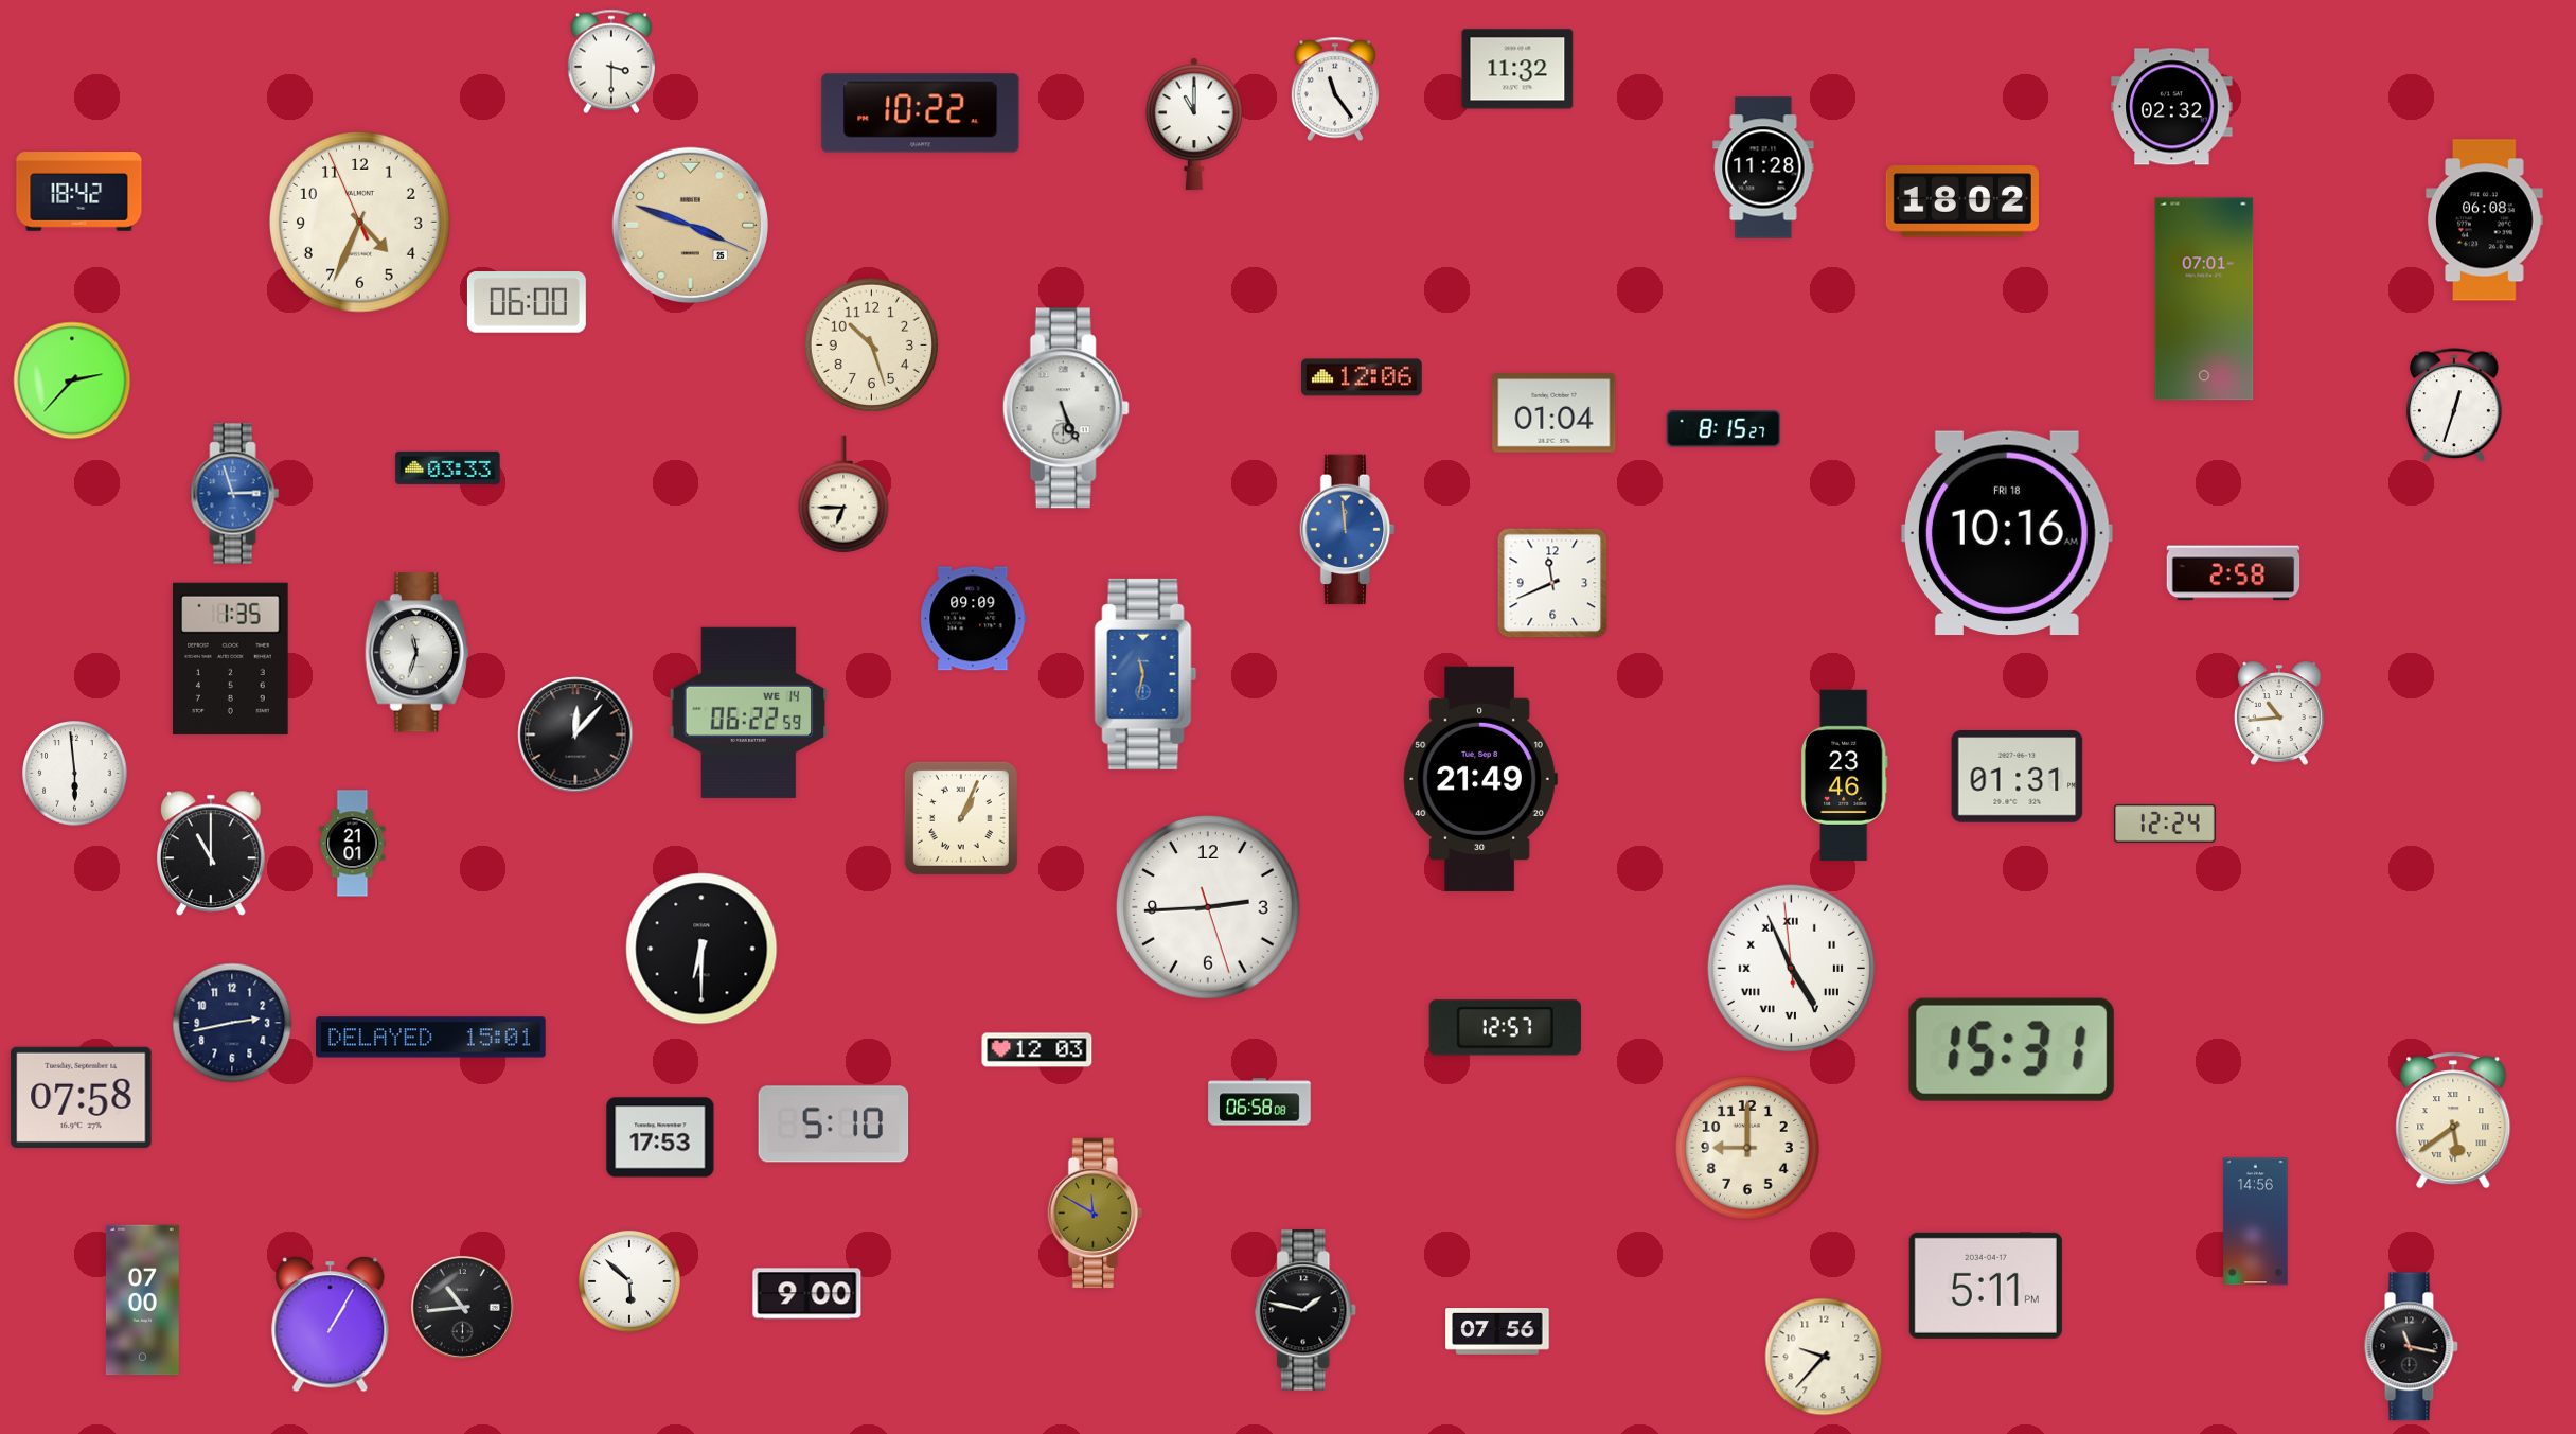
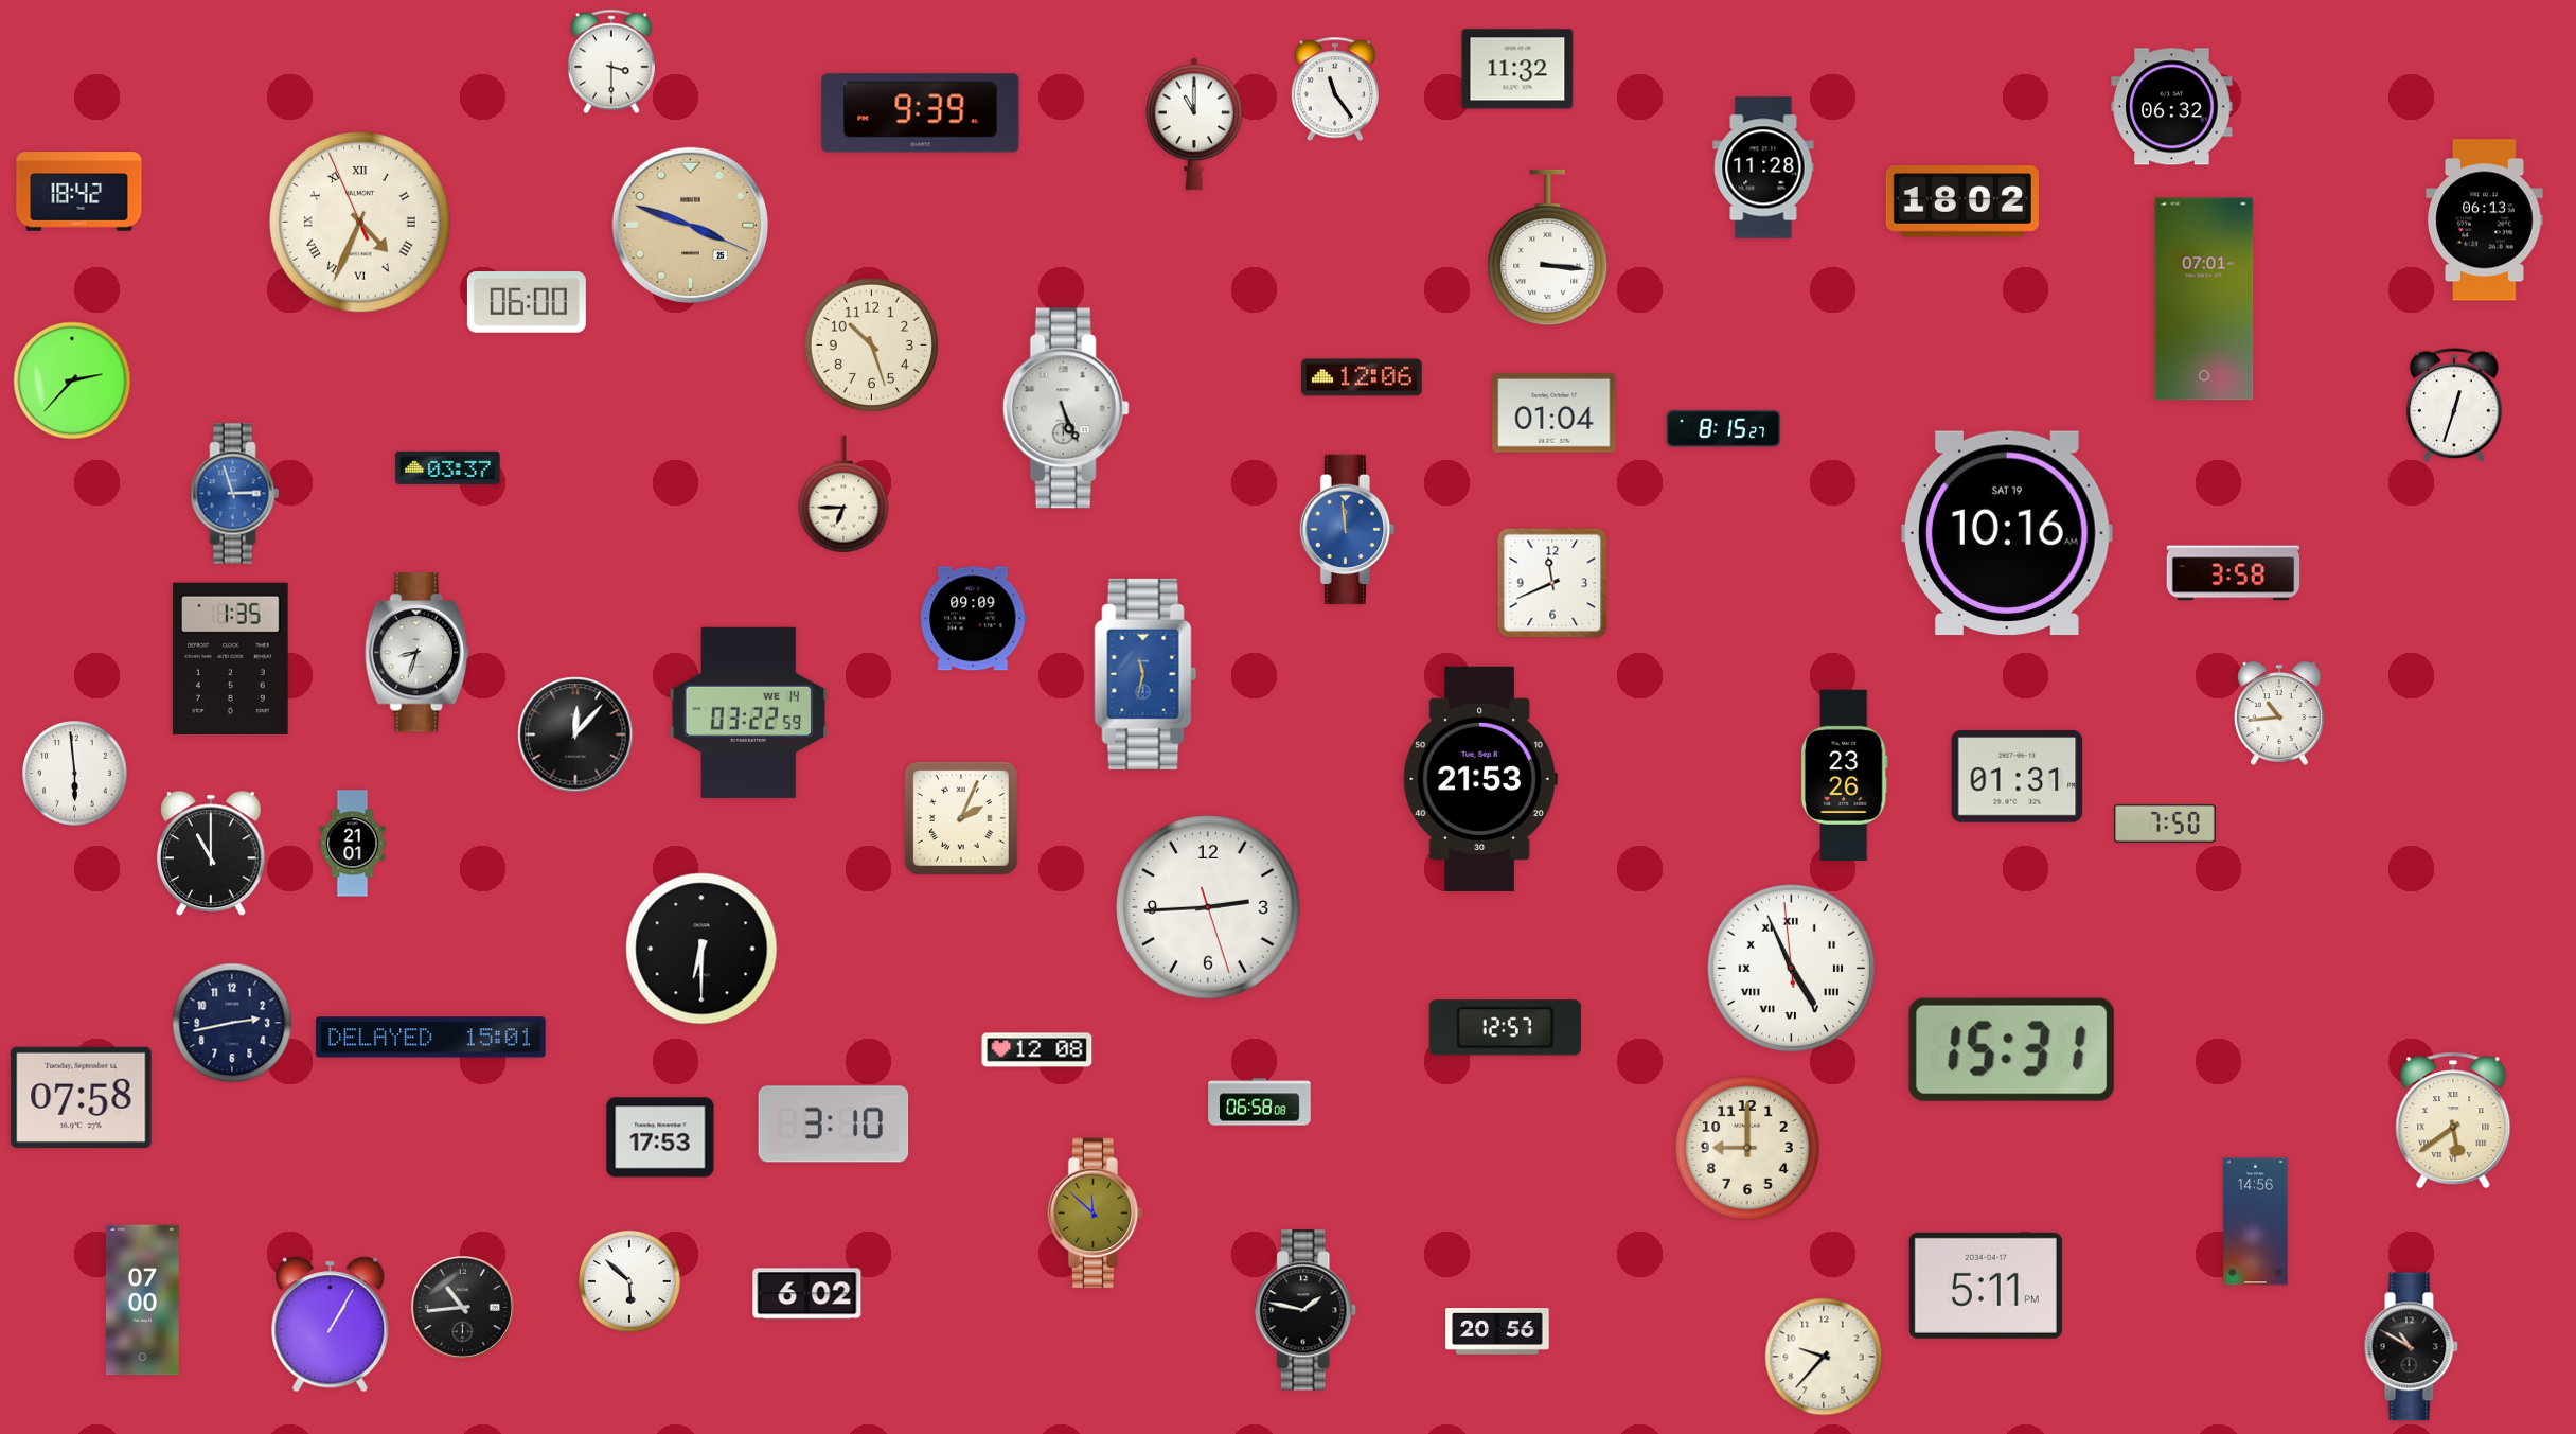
clock at (2172, 107): 02:32 -> 06:32
clock at (921, 113): 10:22 -> 9:39
clock at (2485, 220): 06:08 -> 06:13
clock at (359, 222) numerals: Arabic -> Roman
clock at (1548, 247): none -> 3:16
clock at (448, 467): 03:33 -> 03:37
clock at (2007, 533) date: FRI 18 -> SAT 19
clock at (2234, 573): 2:58 -> 3:58
clock at (416, 653): 11:33 -> 8:33
clock at (749, 712): 06:22 -> 03:22
clock at (1844, 775): 23:46 -> 23:26
clock at (1480, 779): 21:49 -> 21:53
clock at (961, 818): 1:04 -> 2:04
clock at (2166, 824): 12:24 -> 7:50
clock at (1037, 1050): 12:03 -> 12:08
clock at (834, 1125): 5:10 -> 3:10
clock at (1096, 1214): 11:50 -> 11:52
clock at (807, 1294): 9:00 -> 6:02
clock at (1497, 1332): 07:56 -> 20:56
clock at (2411, 1347): 11:17 -> 10:50
